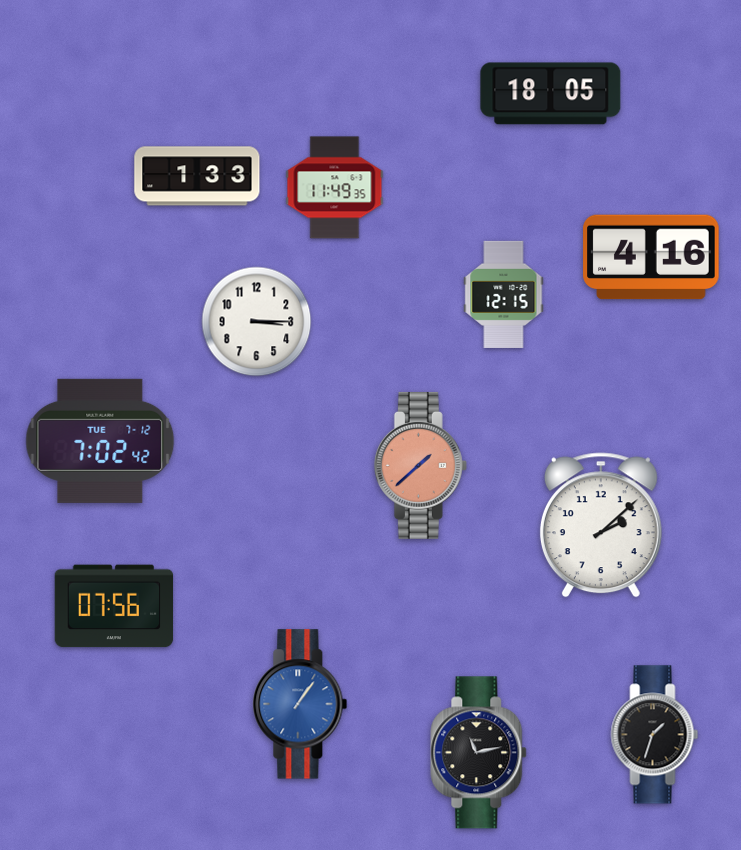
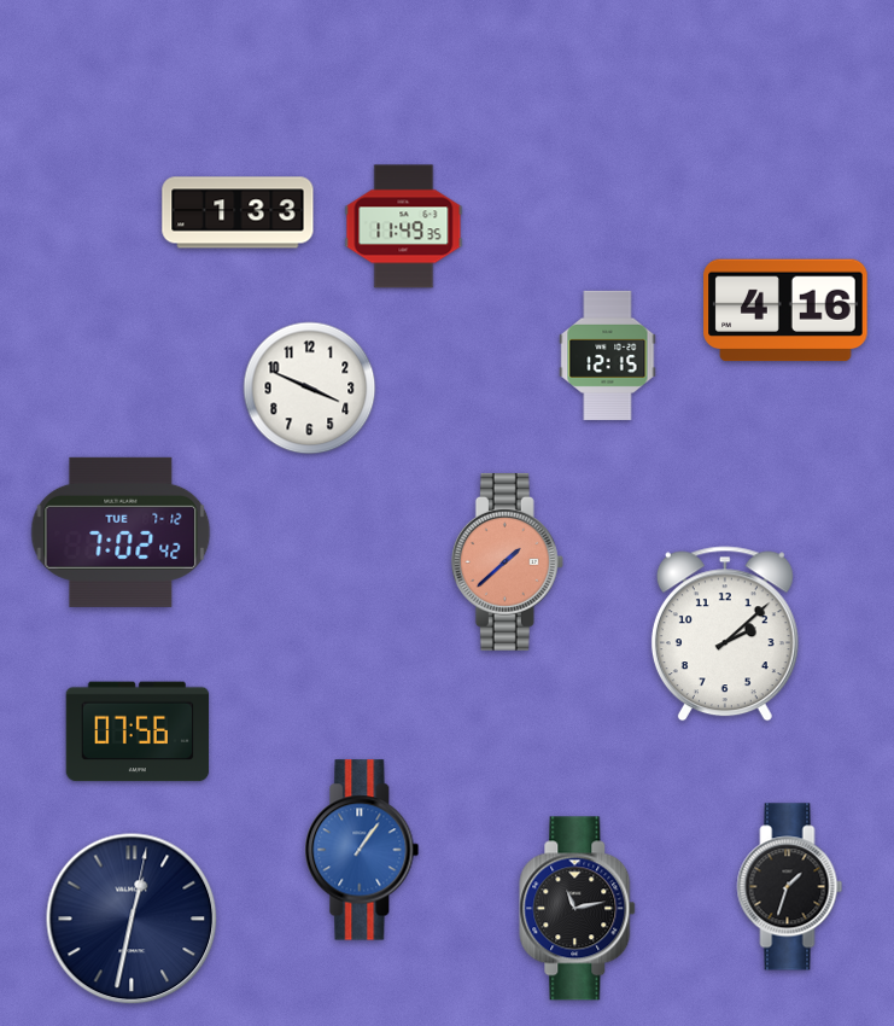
clock at (551, 94): 18:05 -> none
clock at (257, 322): 3:15 -> 3:49
clock at (132, 919): none -> 12:32
